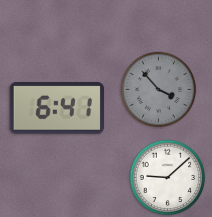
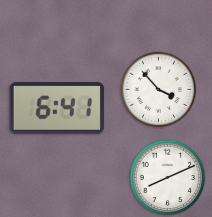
clock at (159, 90) dial: grey -> white
clock at (168, 178): 9:08 -> 8:11
